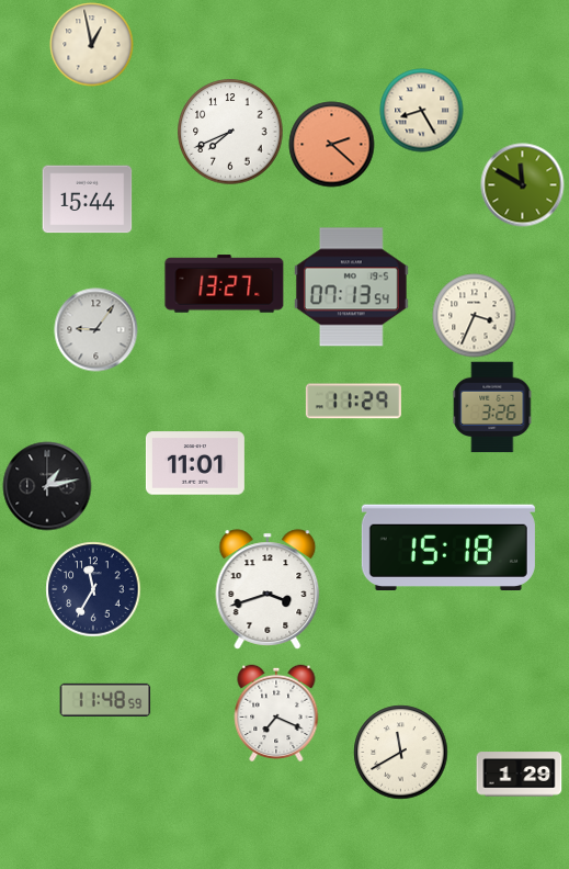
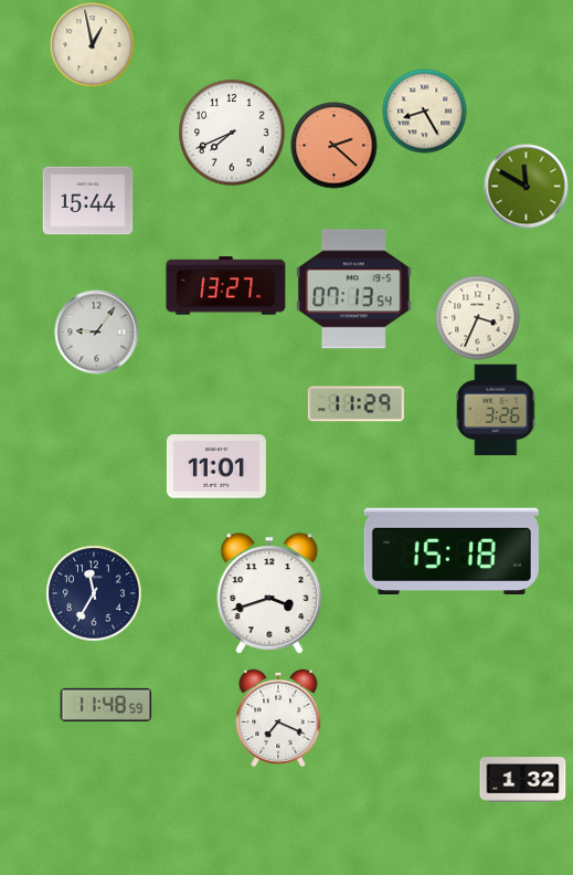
clock at (195, 463) position: (195, 463) -> (216, 466)
clock at (47, 486): 1:13 -> none
clock at (401, 753): 11:40 -> none
clock at (520, 775): 1:29 -> 1:32
